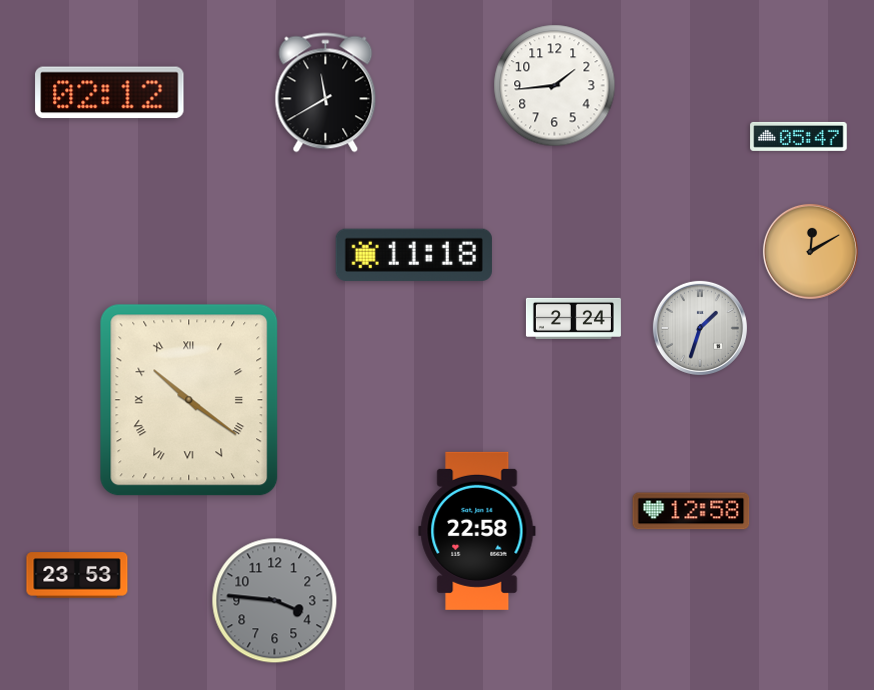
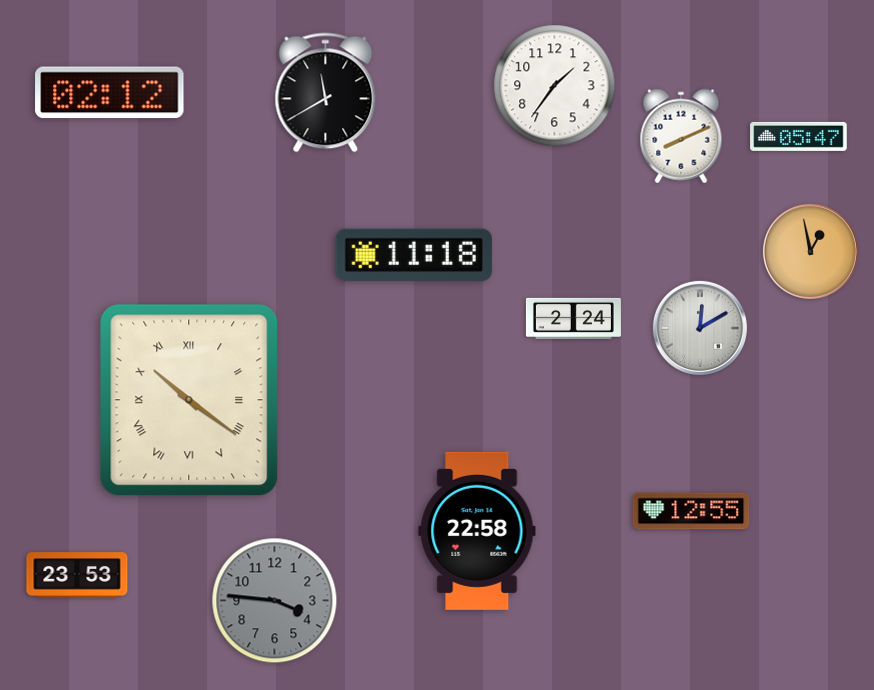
clock at (555, 86): 1:44 -> 1:36
clock at (681, 136): none -> 8:11
clock at (810, 251): 12:10 -> 12:58
clock at (700, 328): 1:33 -> 12:10
clock at (691, 511): 12:58 -> 12:55
